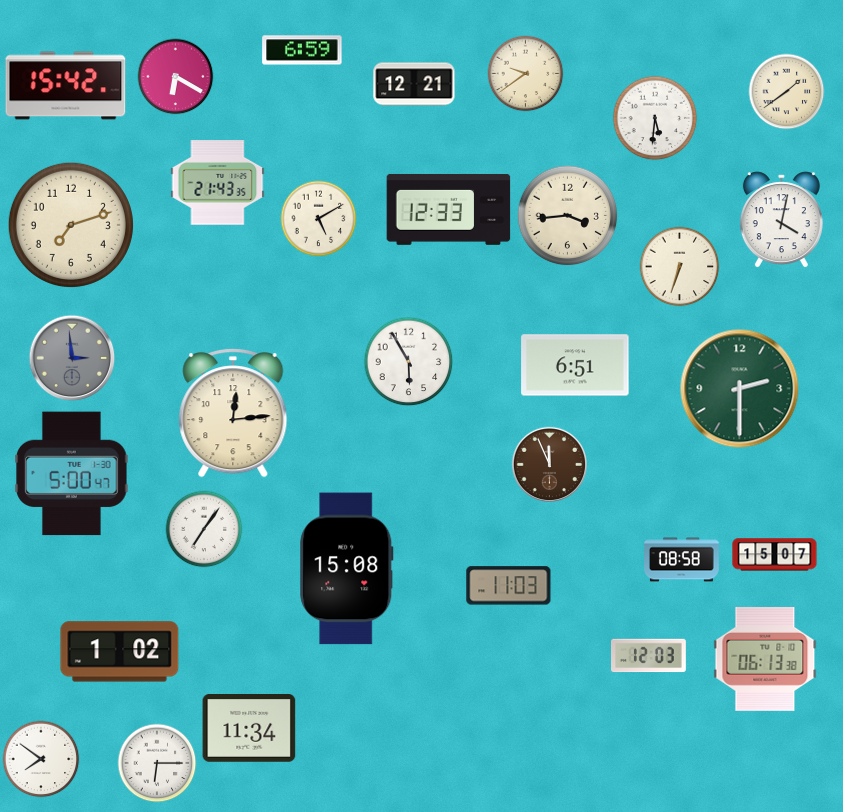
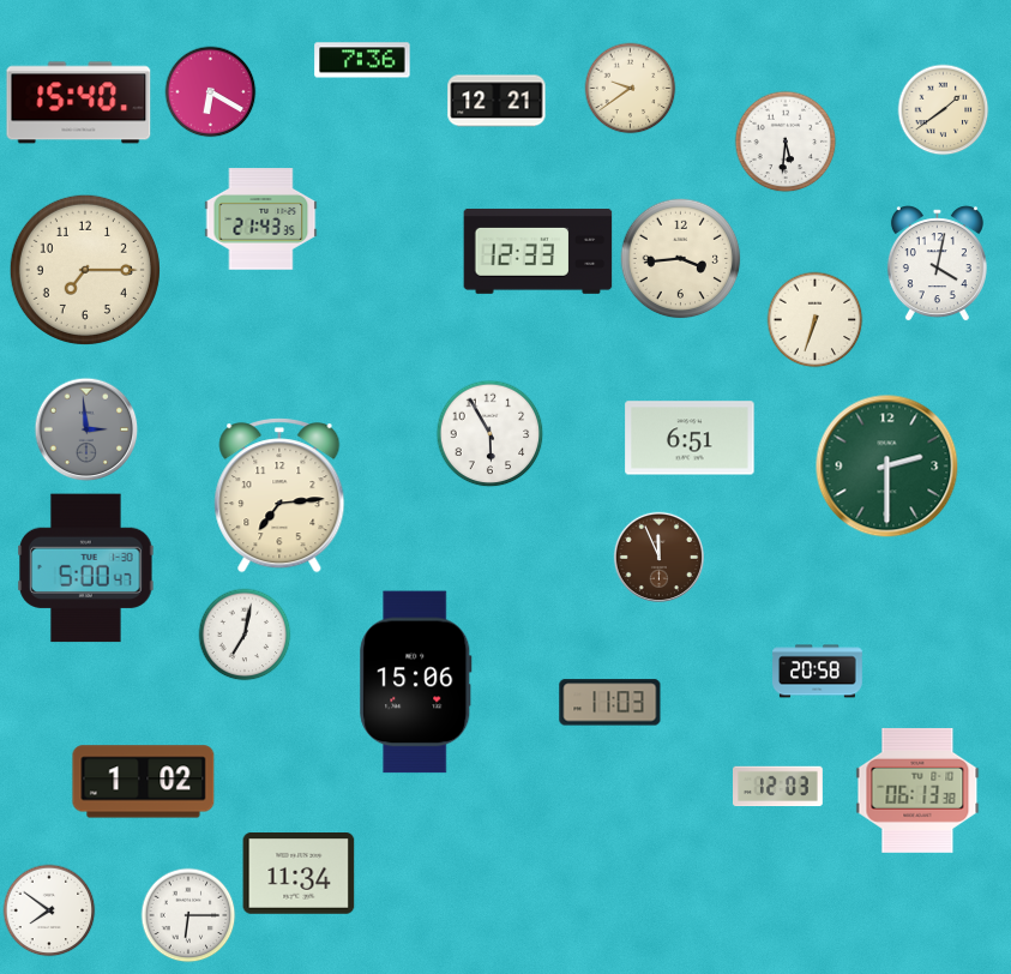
clock at (302, 50): 6:59 -> 7:36
clock at (66, 86): 15:42 -> 15:40
clock at (319, 219): 5:10 -> none
clock at (71, 225): 7:12 -> 7:15
clock at (233, 413): 12:14 -> 7:14
clock at (204, 529): 7:06 -> 7:02
clock at (775, 555): 15:07 -> none
clock at (682, 560): 08:58 -> 20:58
clock at (347, 569): 15:08 -> 15:06
